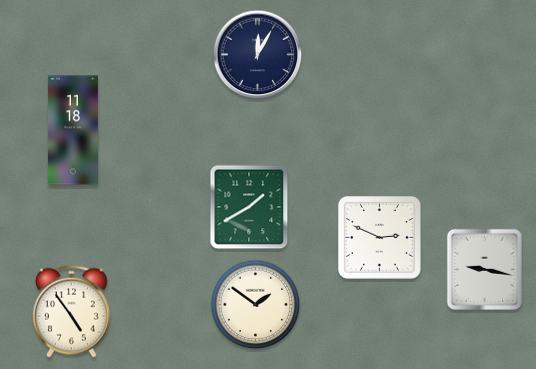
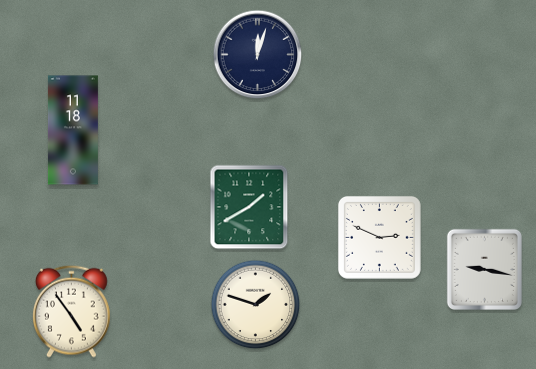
clock at (258, 55): 12:05 -> 12:03
clock at (256, 305): 1:51 -> 1:48
